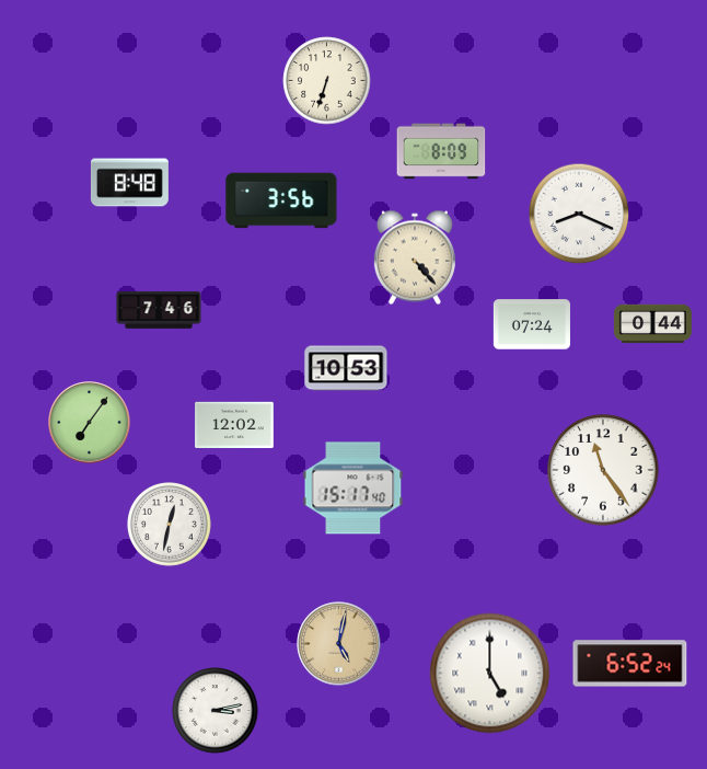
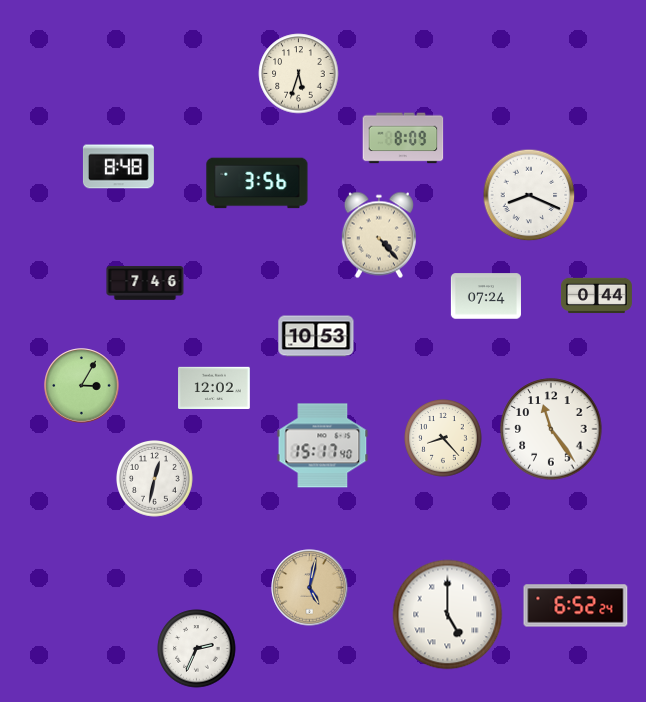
clock at (327, 81): 6:33 -> 5:33
clock at (90, 423): 7:06 -> 3:05
clock at (443, 438): none -> 8:23
clock at (216, 711): 3:13 -> 2:34
